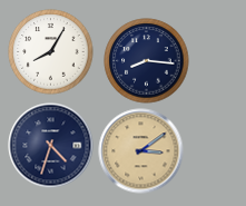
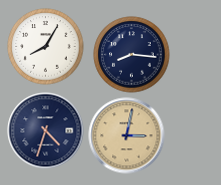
clock at (141, 151): 3:09 -> 3:02
